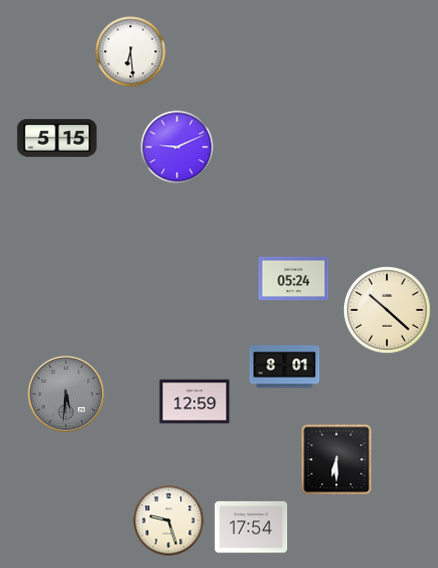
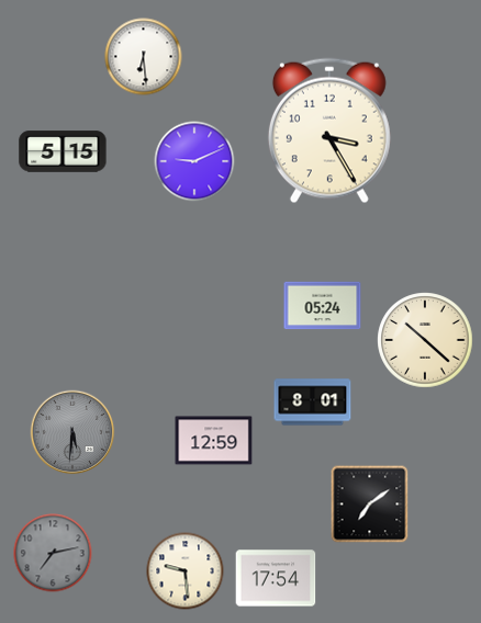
clock at (329, 131): none -> 3:25
clock at (337, 460): 6:30 -> 7:09
clock at (53, 553): none -> 7:13
clock at (169, 521): 9:27 -> 9:29
